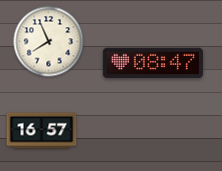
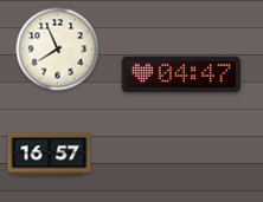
clock at (153, 63): 08:47 -> 04:47
